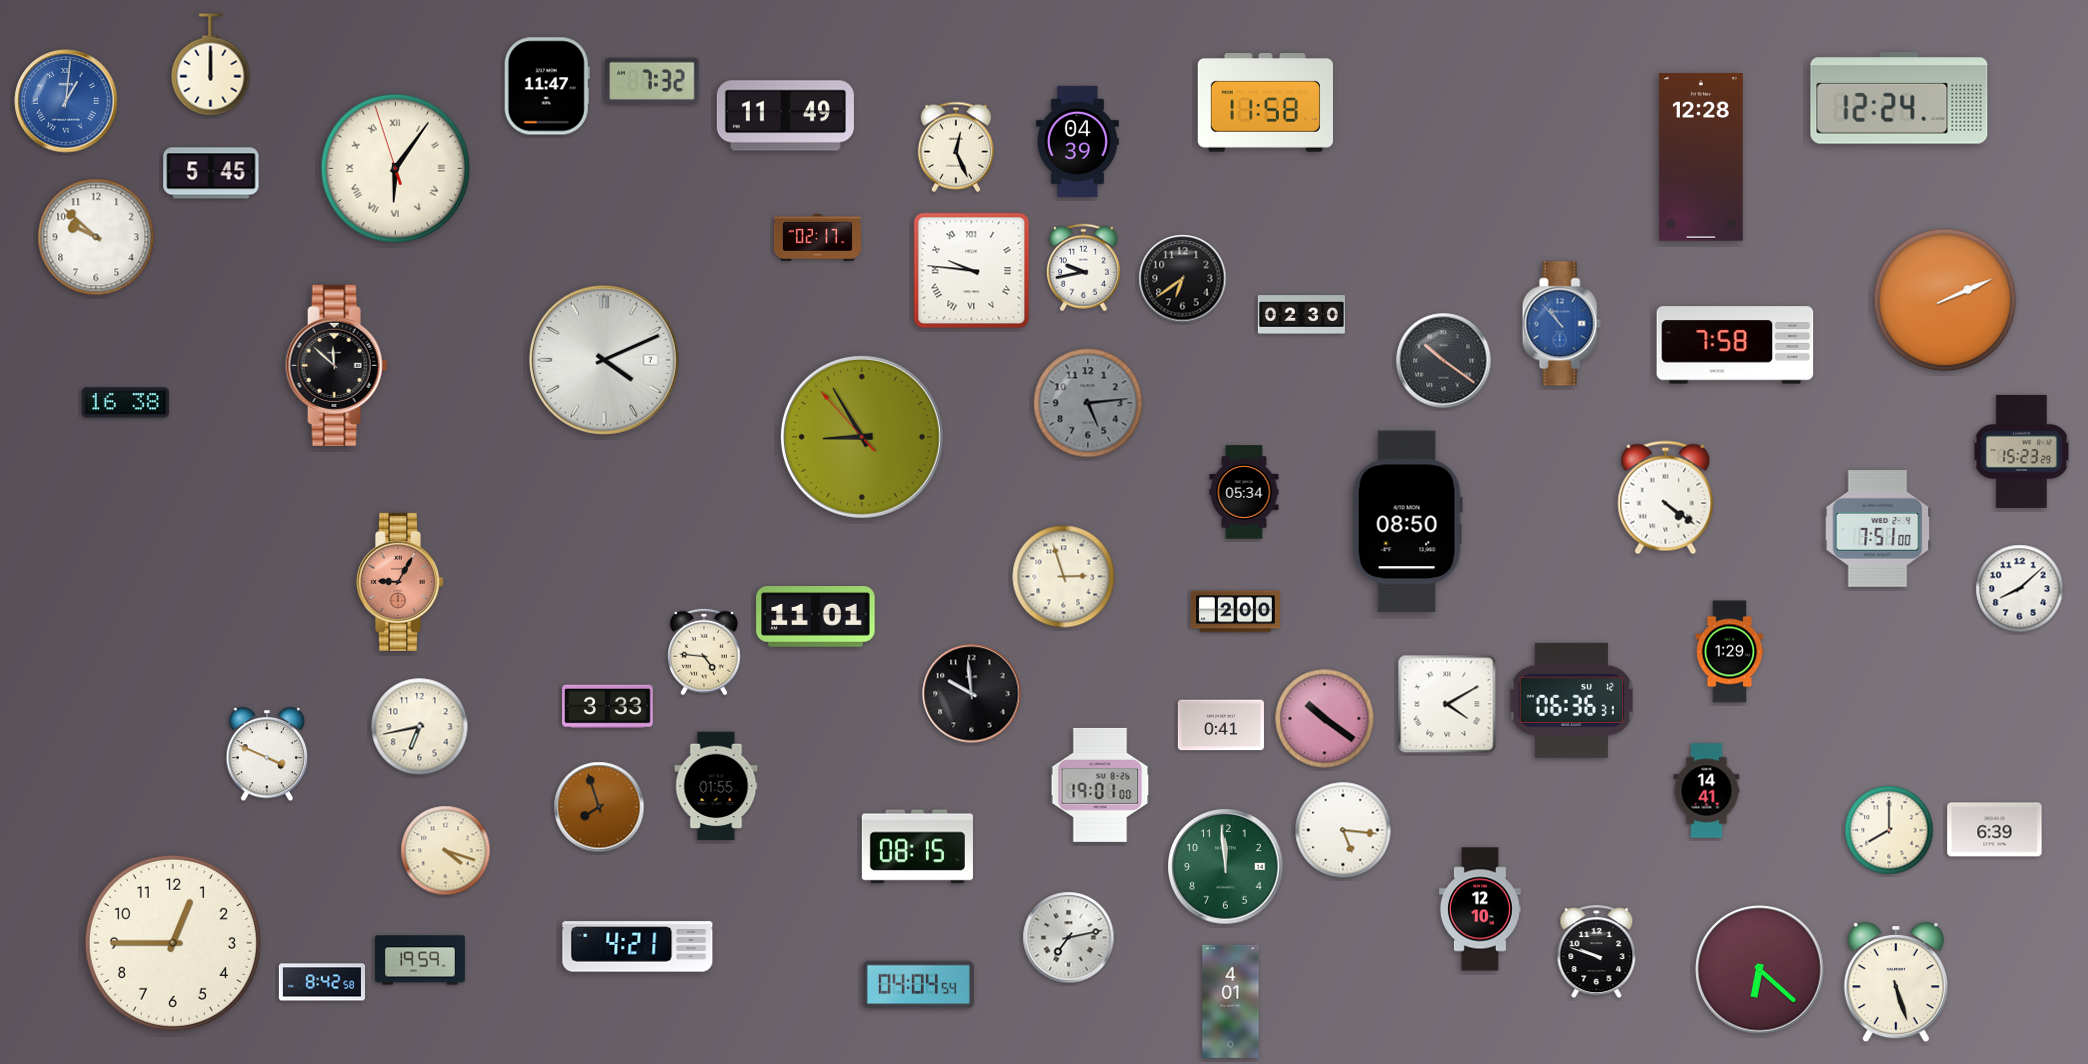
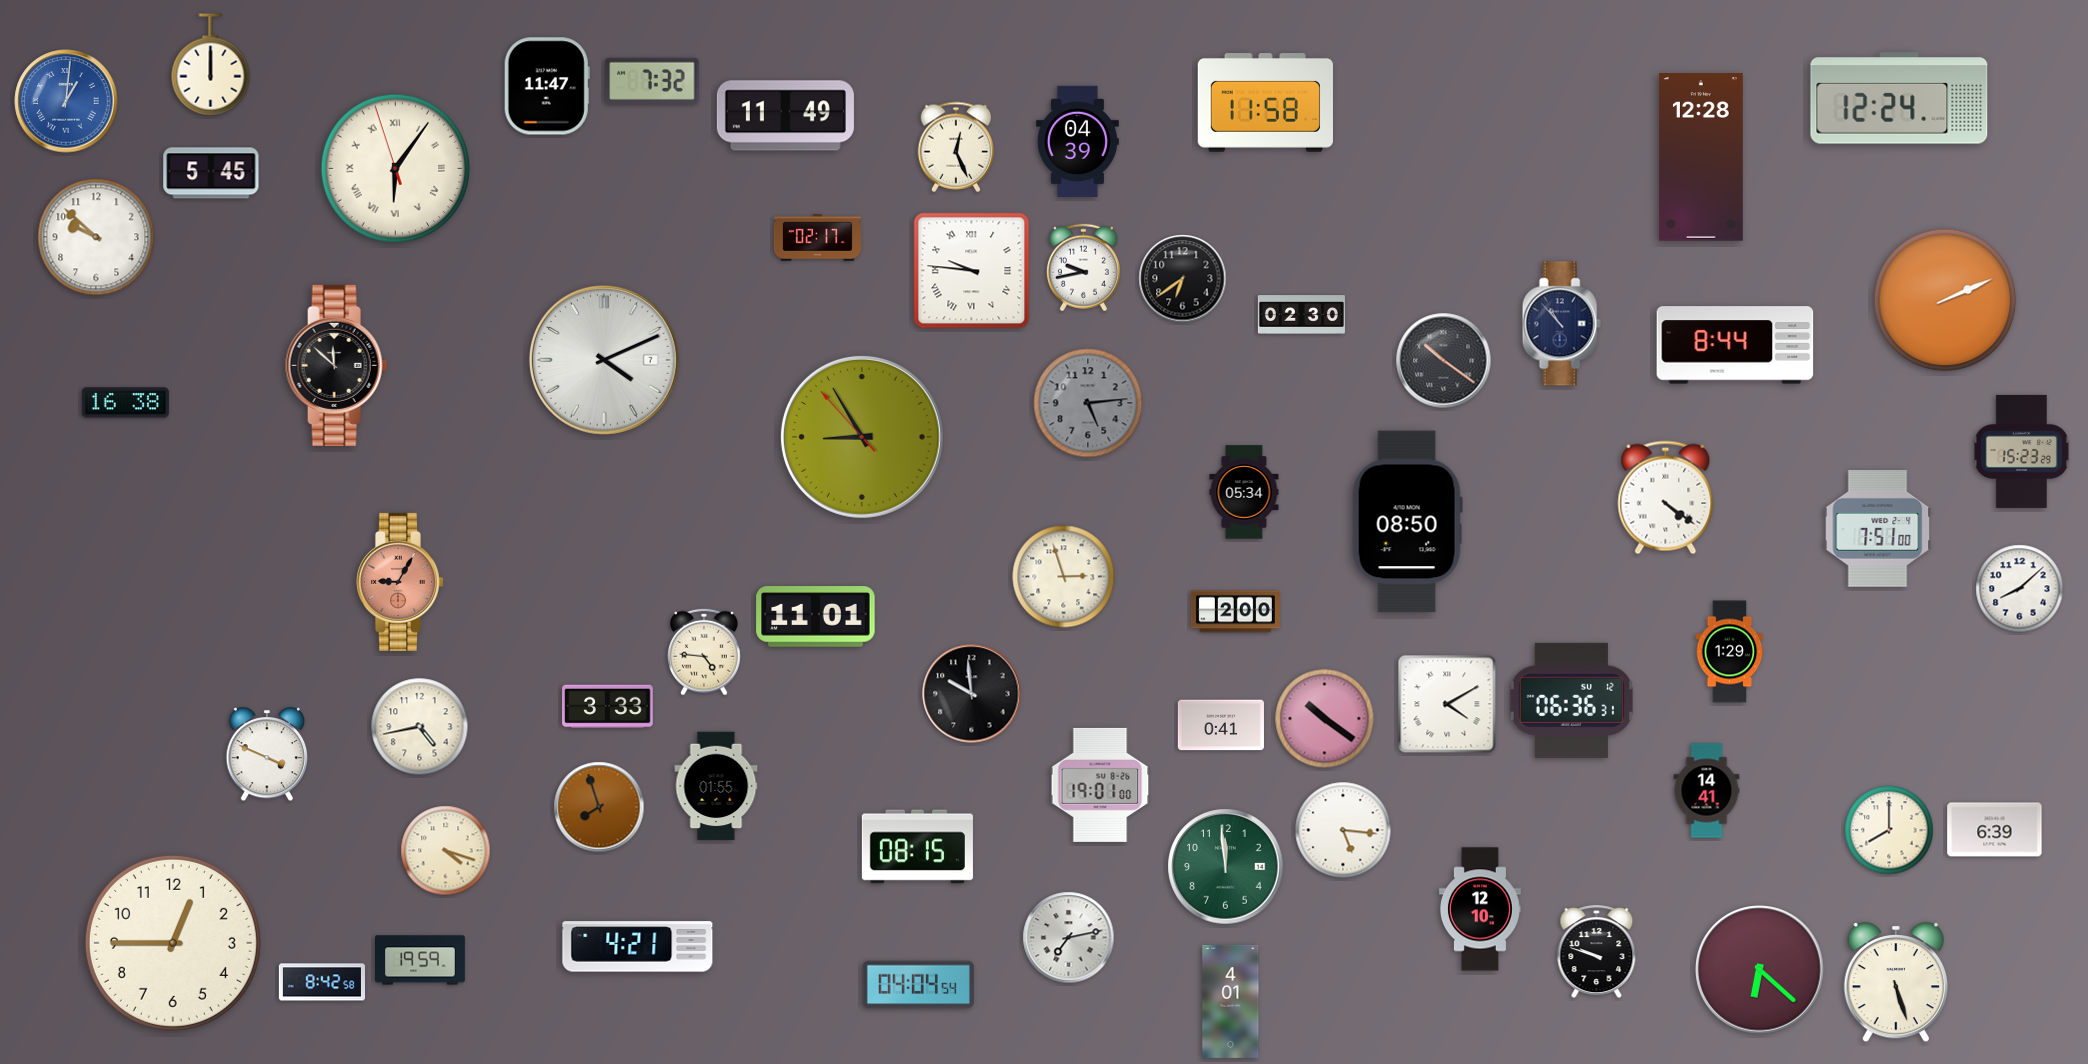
clock at (1561, 324) dial: blue -> navy
clock at (1735, 345): 7:58 -> 8:44
clock at (420, 727): 6:43 -> 4:43
